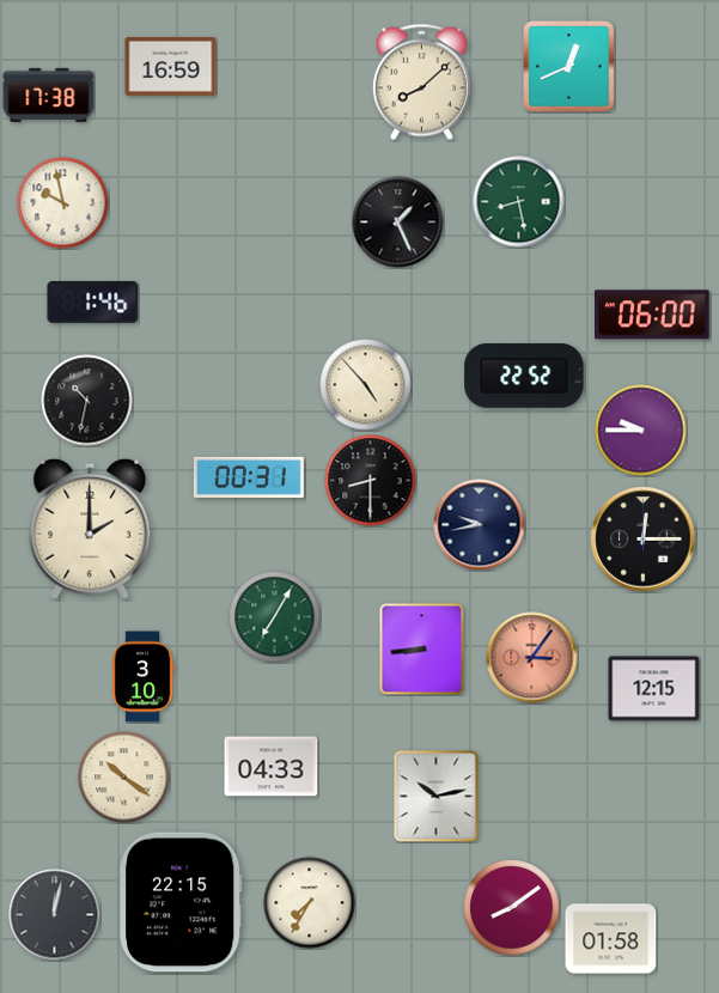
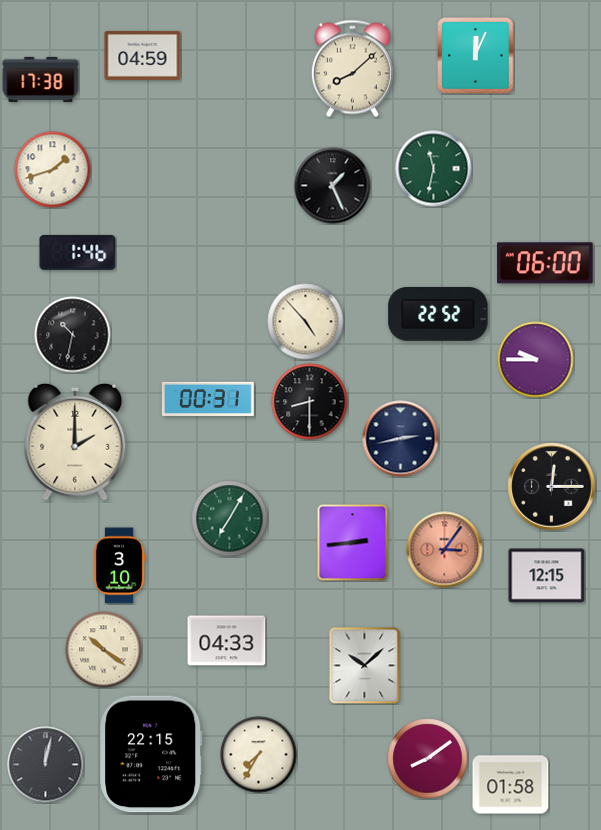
clock at (171, 66): 16:59 -> 04:59
clock at (569, 67): 12:41 -> 12:04
clock at (519, 202): 8:28 -> 11:32
clock at (63, 203): 9:58 -> 1:42
clock at (480, 525): 9:43 -> 2:43
clock at (644, 540) position: (644, 540) -> (552, 487)
clock at (275, 617) position: (275, 617) -> (230, 519)
clock at (422, 650): 8:44 -> 2:44
clock at (437, 797): 10:13 -> 10:08
